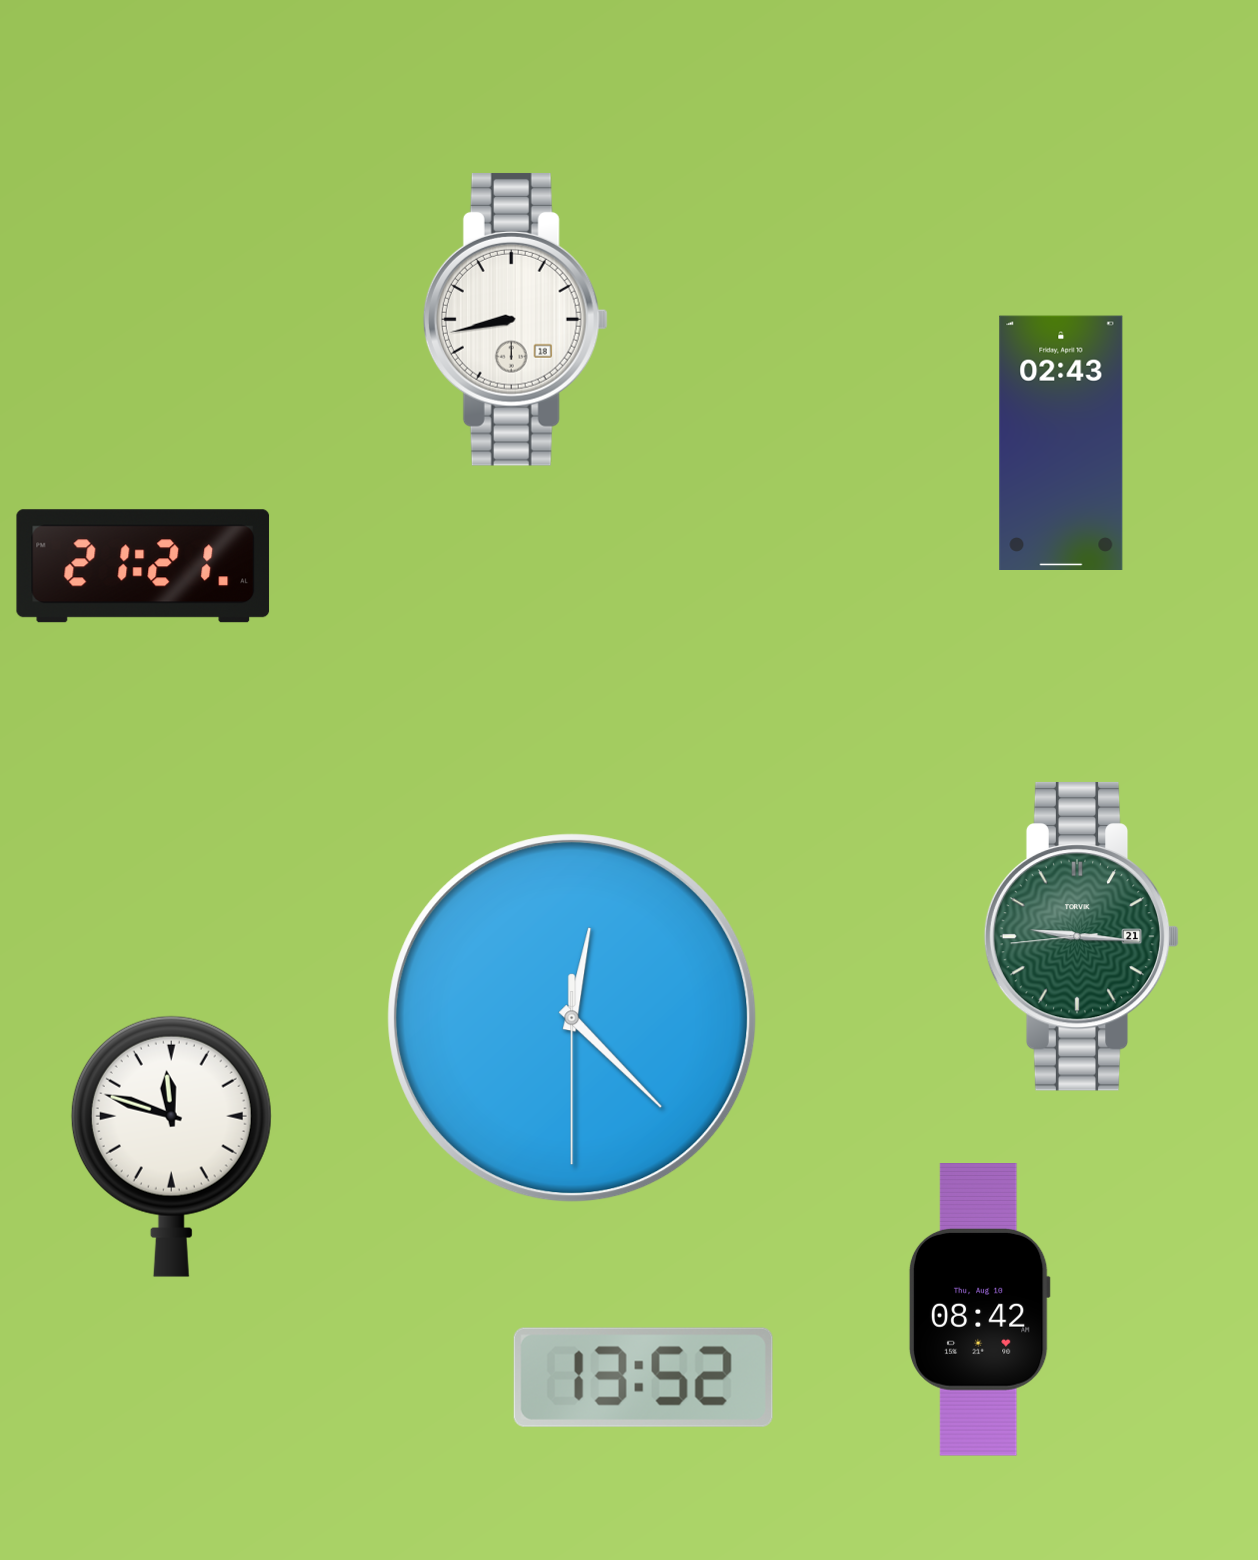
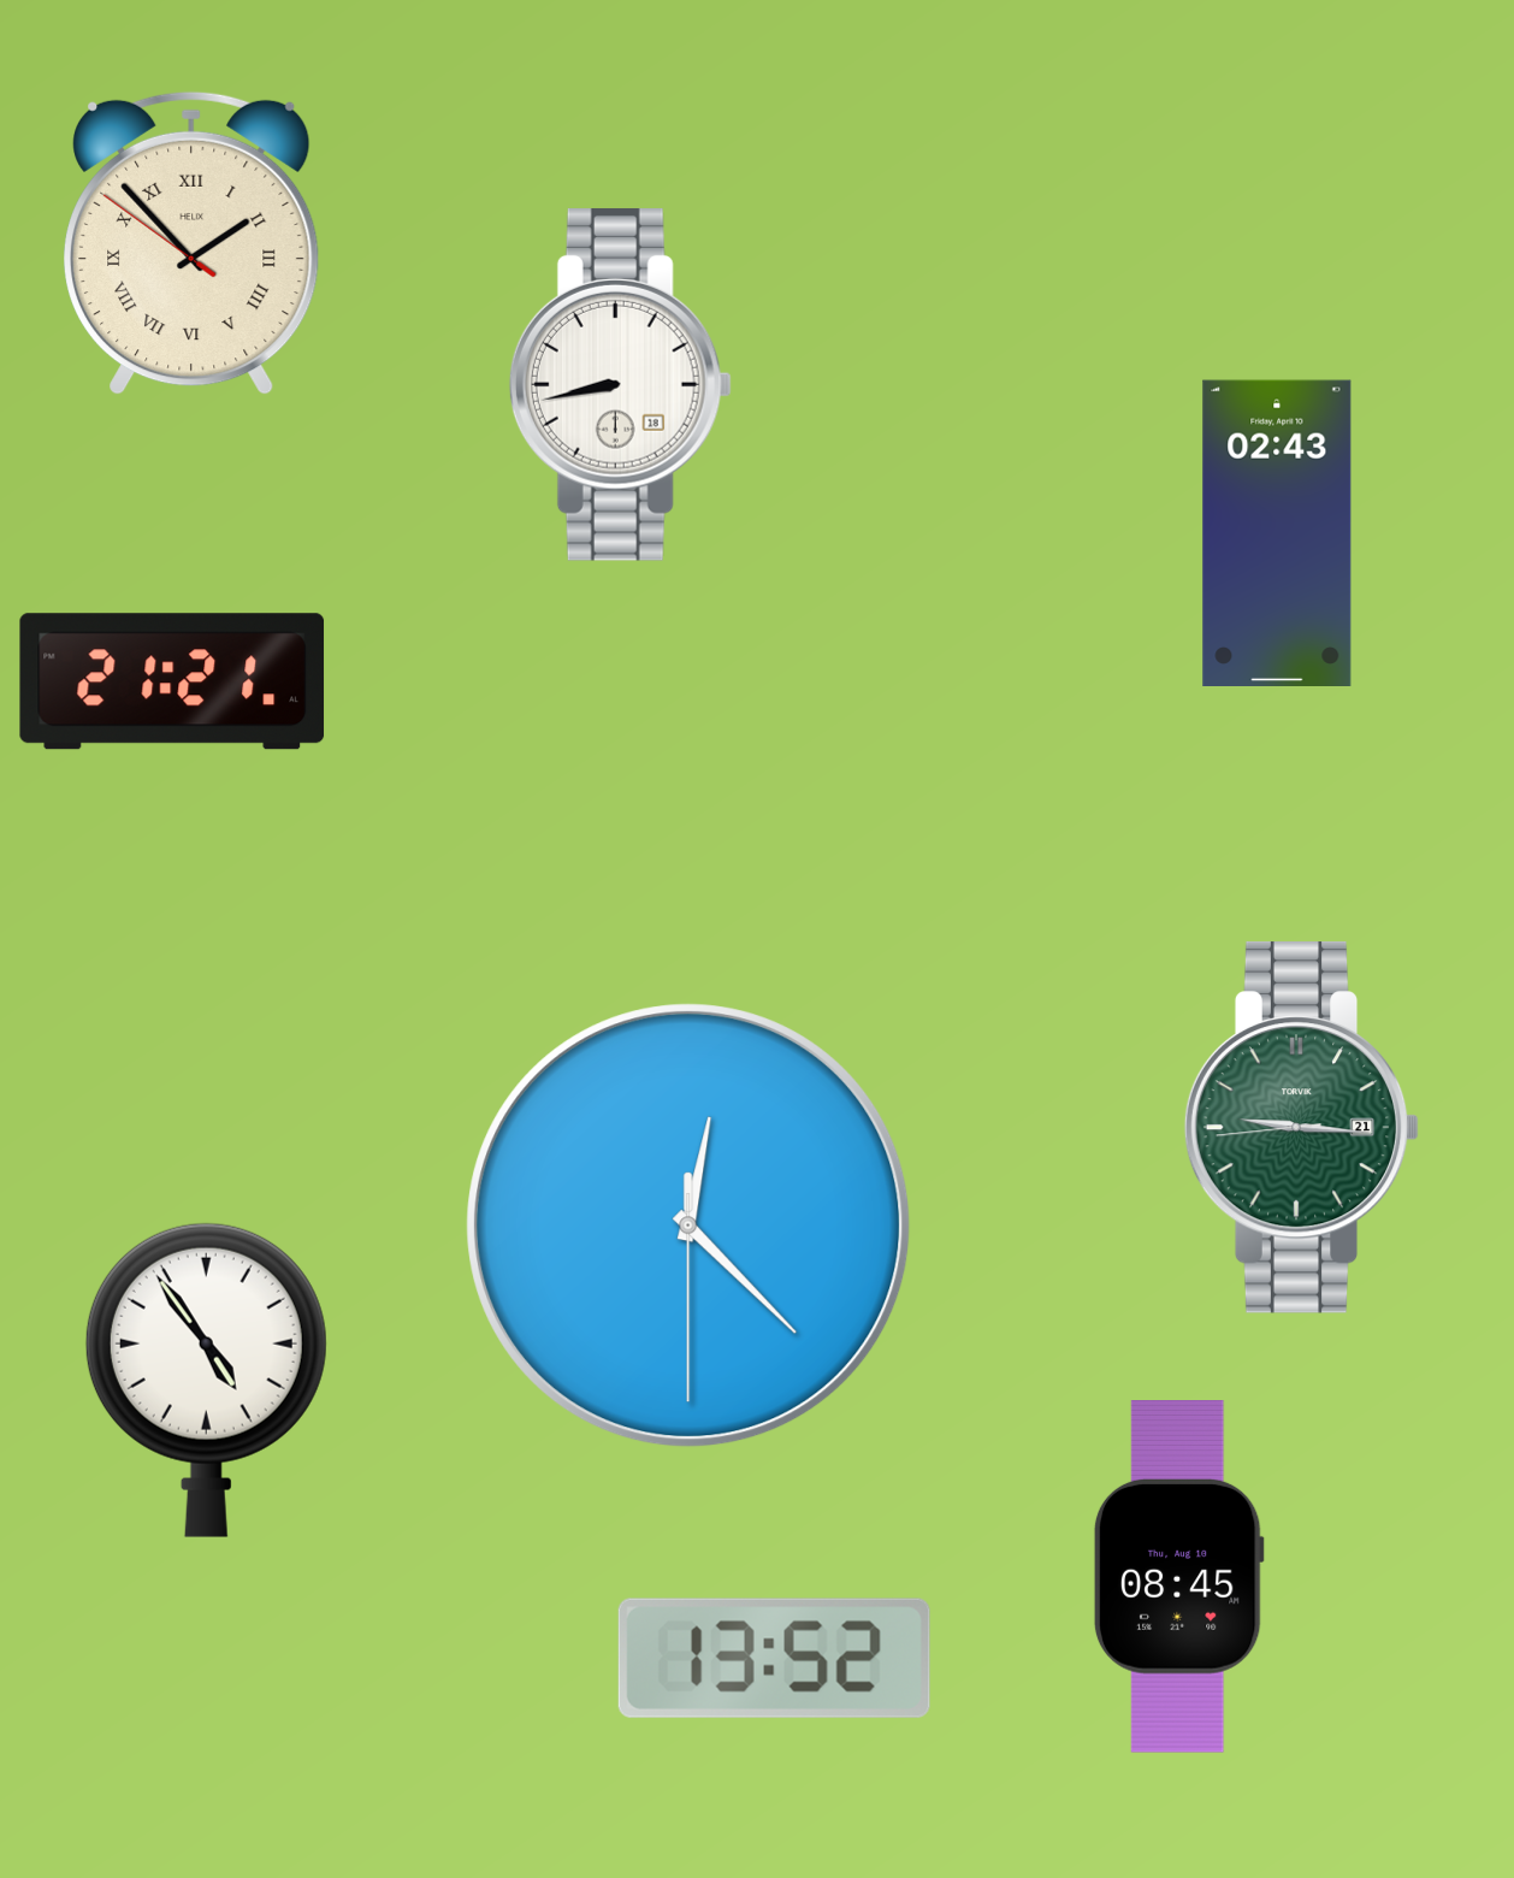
clock at (191, 243): none -> 1:52
clock at (171, 1146): 11:48 -> 4:54
clock at (979, 1310): 08:42 -> 08:45
